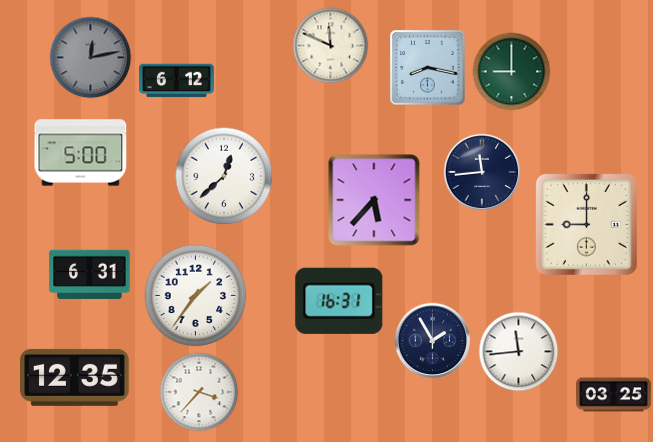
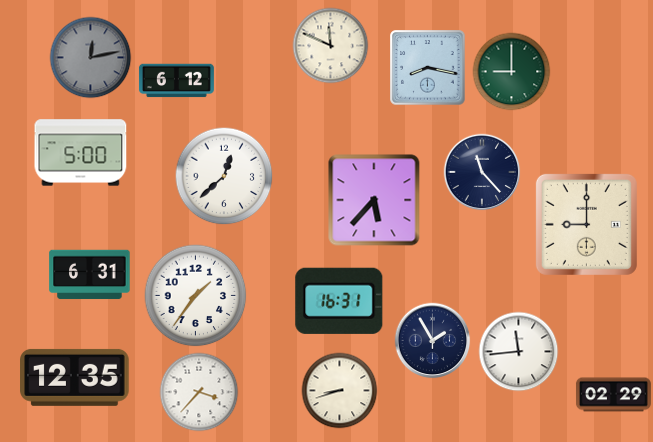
clock at (482, 172): 11:44 -> 11:23
clock at (340, 391): none -> 8:42
clock at (613, 395): 03:25 -> 02:29
